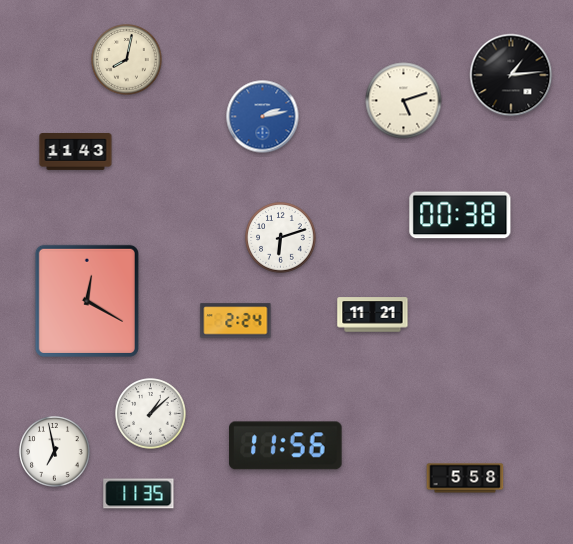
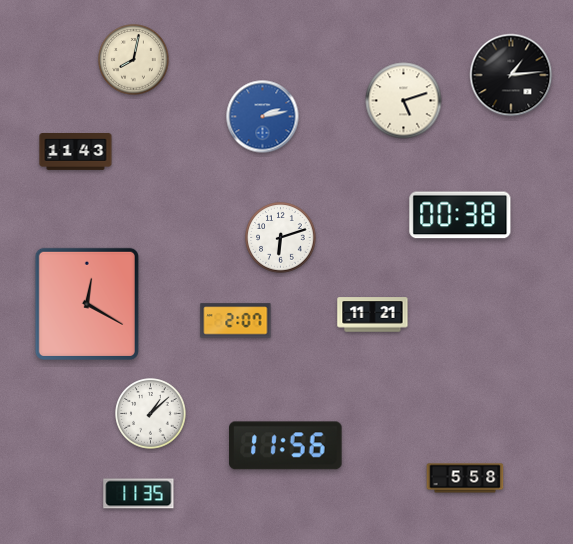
clock at (127, 60) position: (127, 60) -> (134, 60)
clock at (87, 301) position: (87, 301) -> (87, 304)
clock at (236, 321): 2:24 -> 2:07
clock at (55, 452): 6:58 -> none
